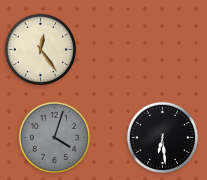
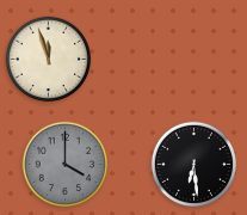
clock at (41, 50): 12:24 -> 11:57
clock at (55, 138): 4:03 -> 4:00
